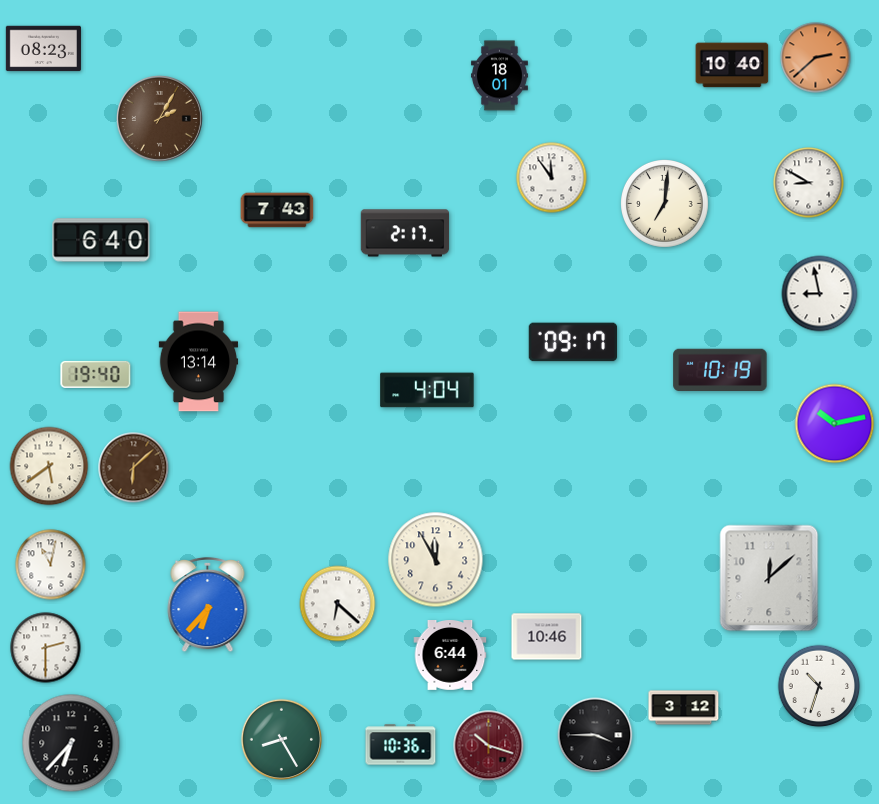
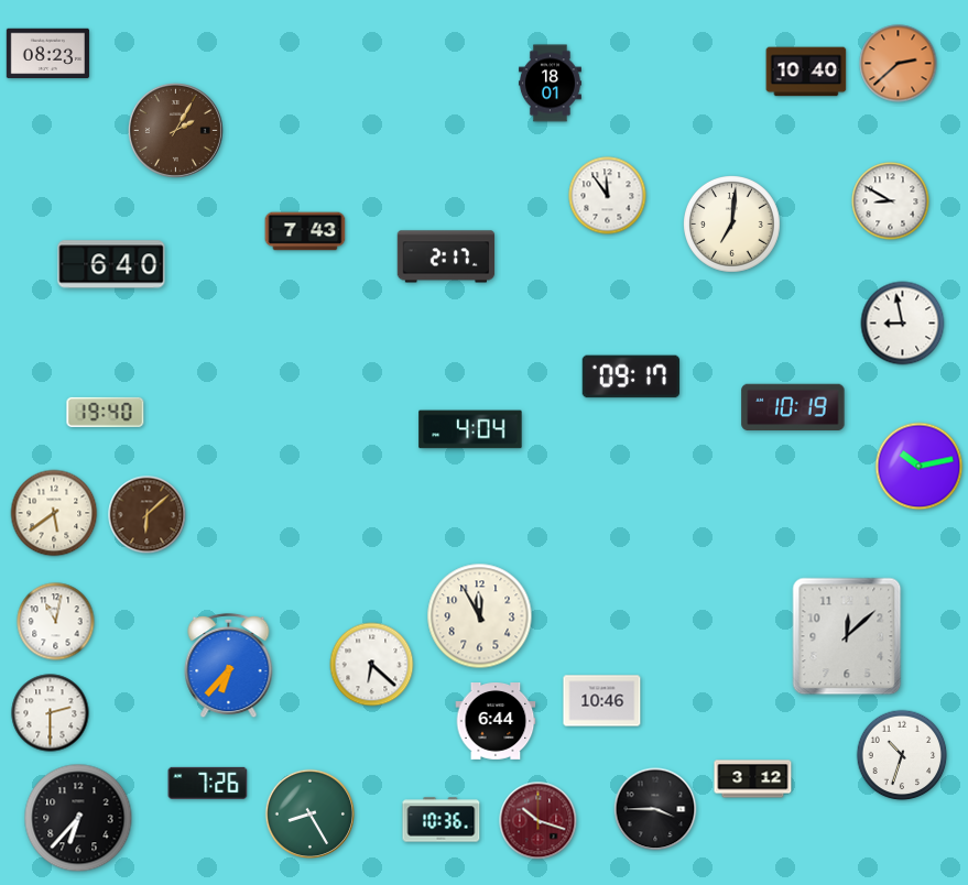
clock at (199, 362): 13:14 -> none
clock at (208, 783): none -> 7:26
